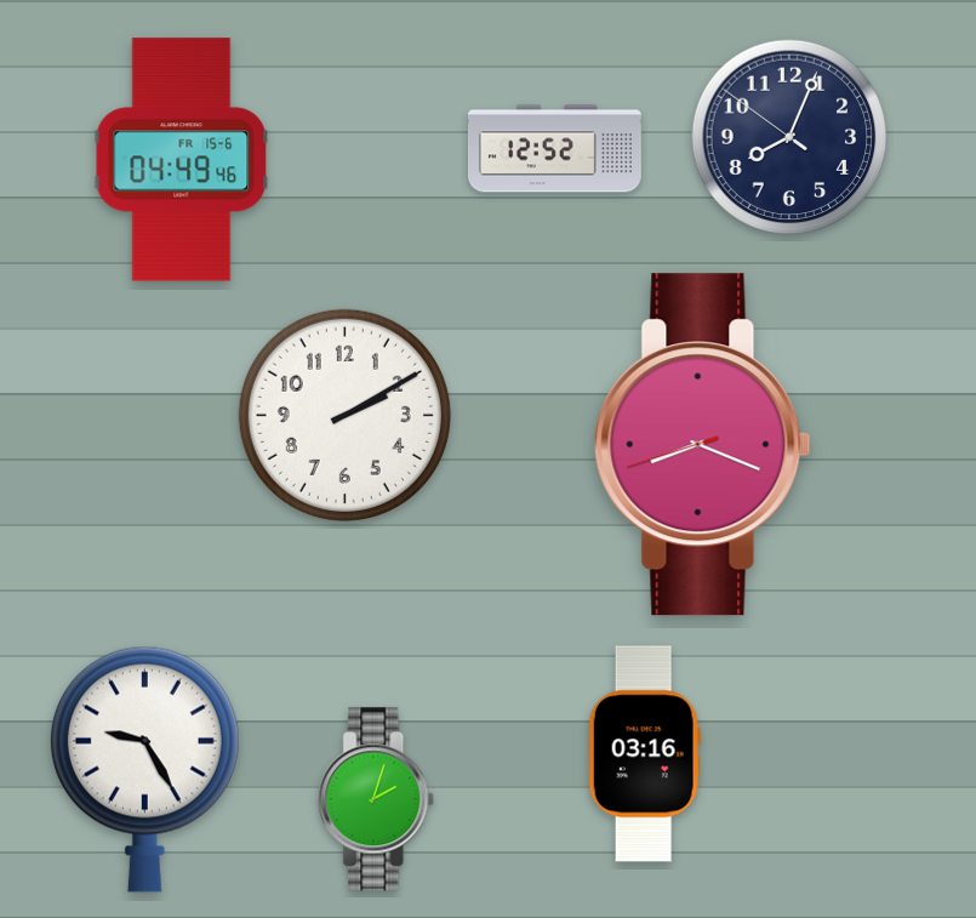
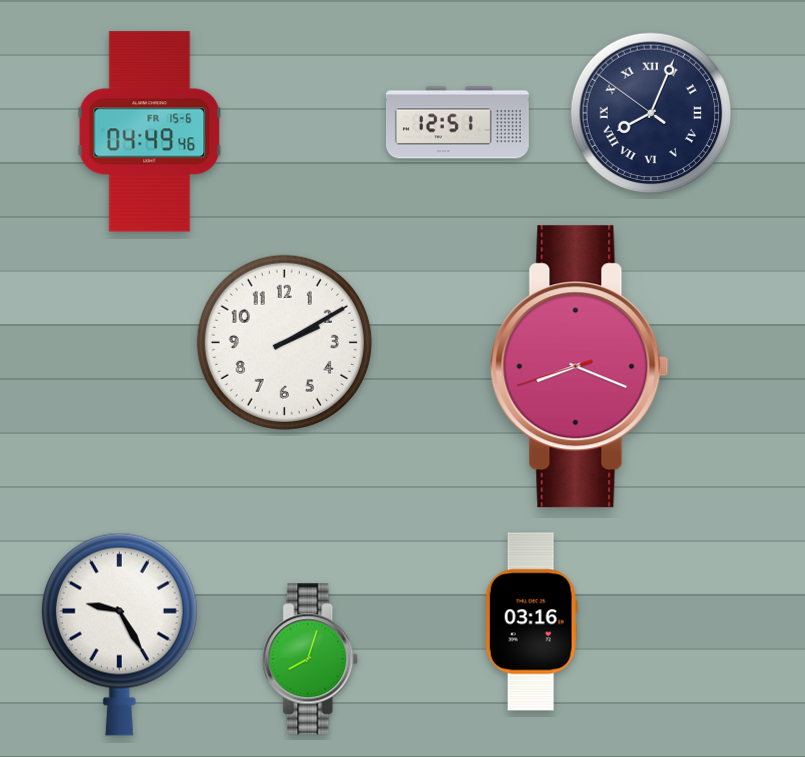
clock at (789, 137) numerals: Arabic -> Roman
clock at (554, 149): 12:52 -> 12:51
clock at (377, 799): 2:03 -> 8:03
